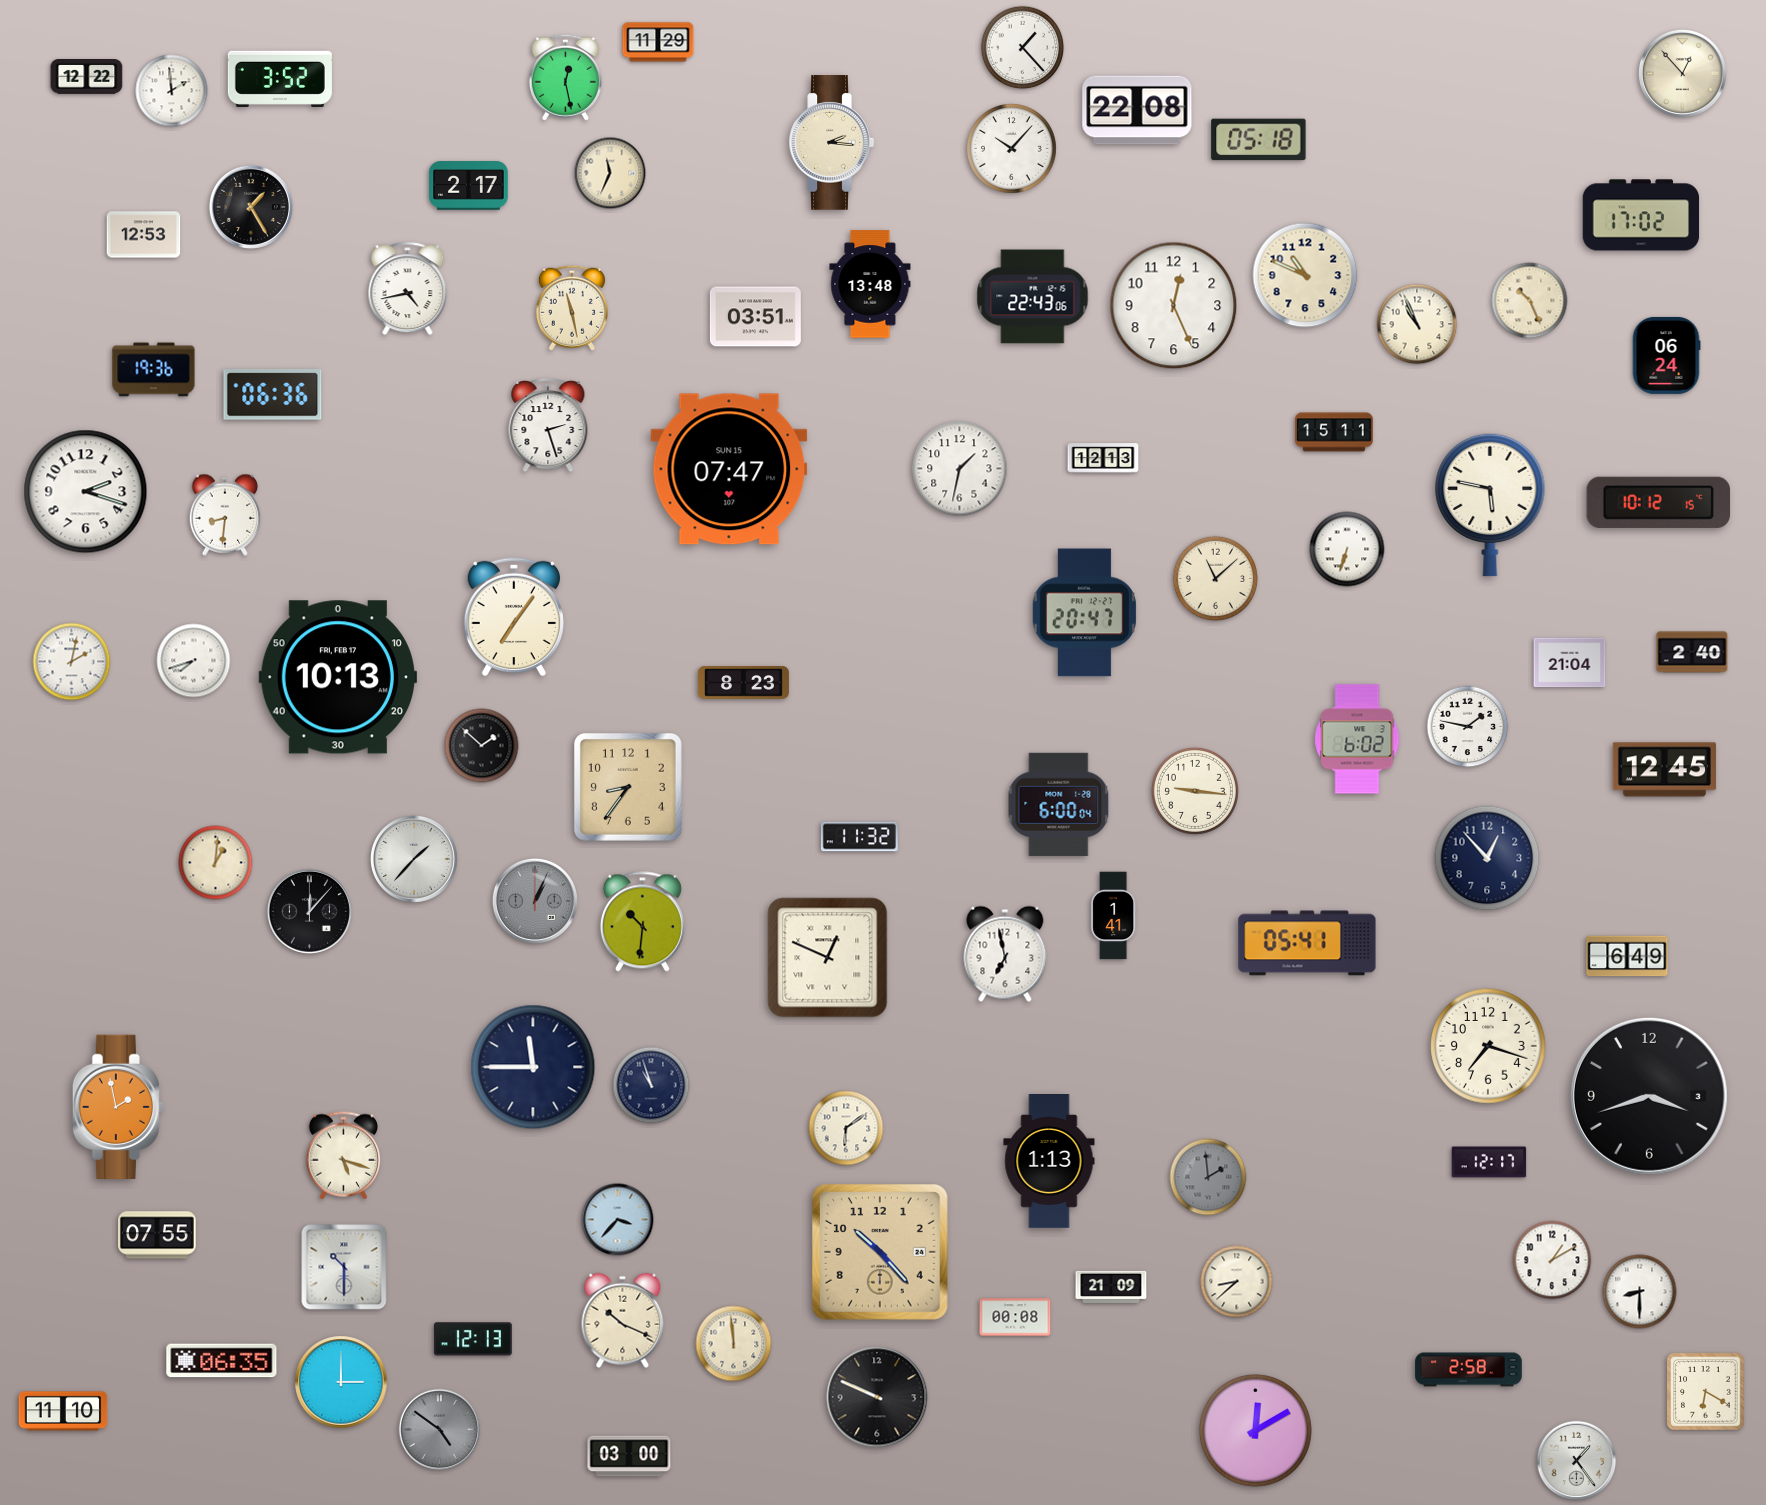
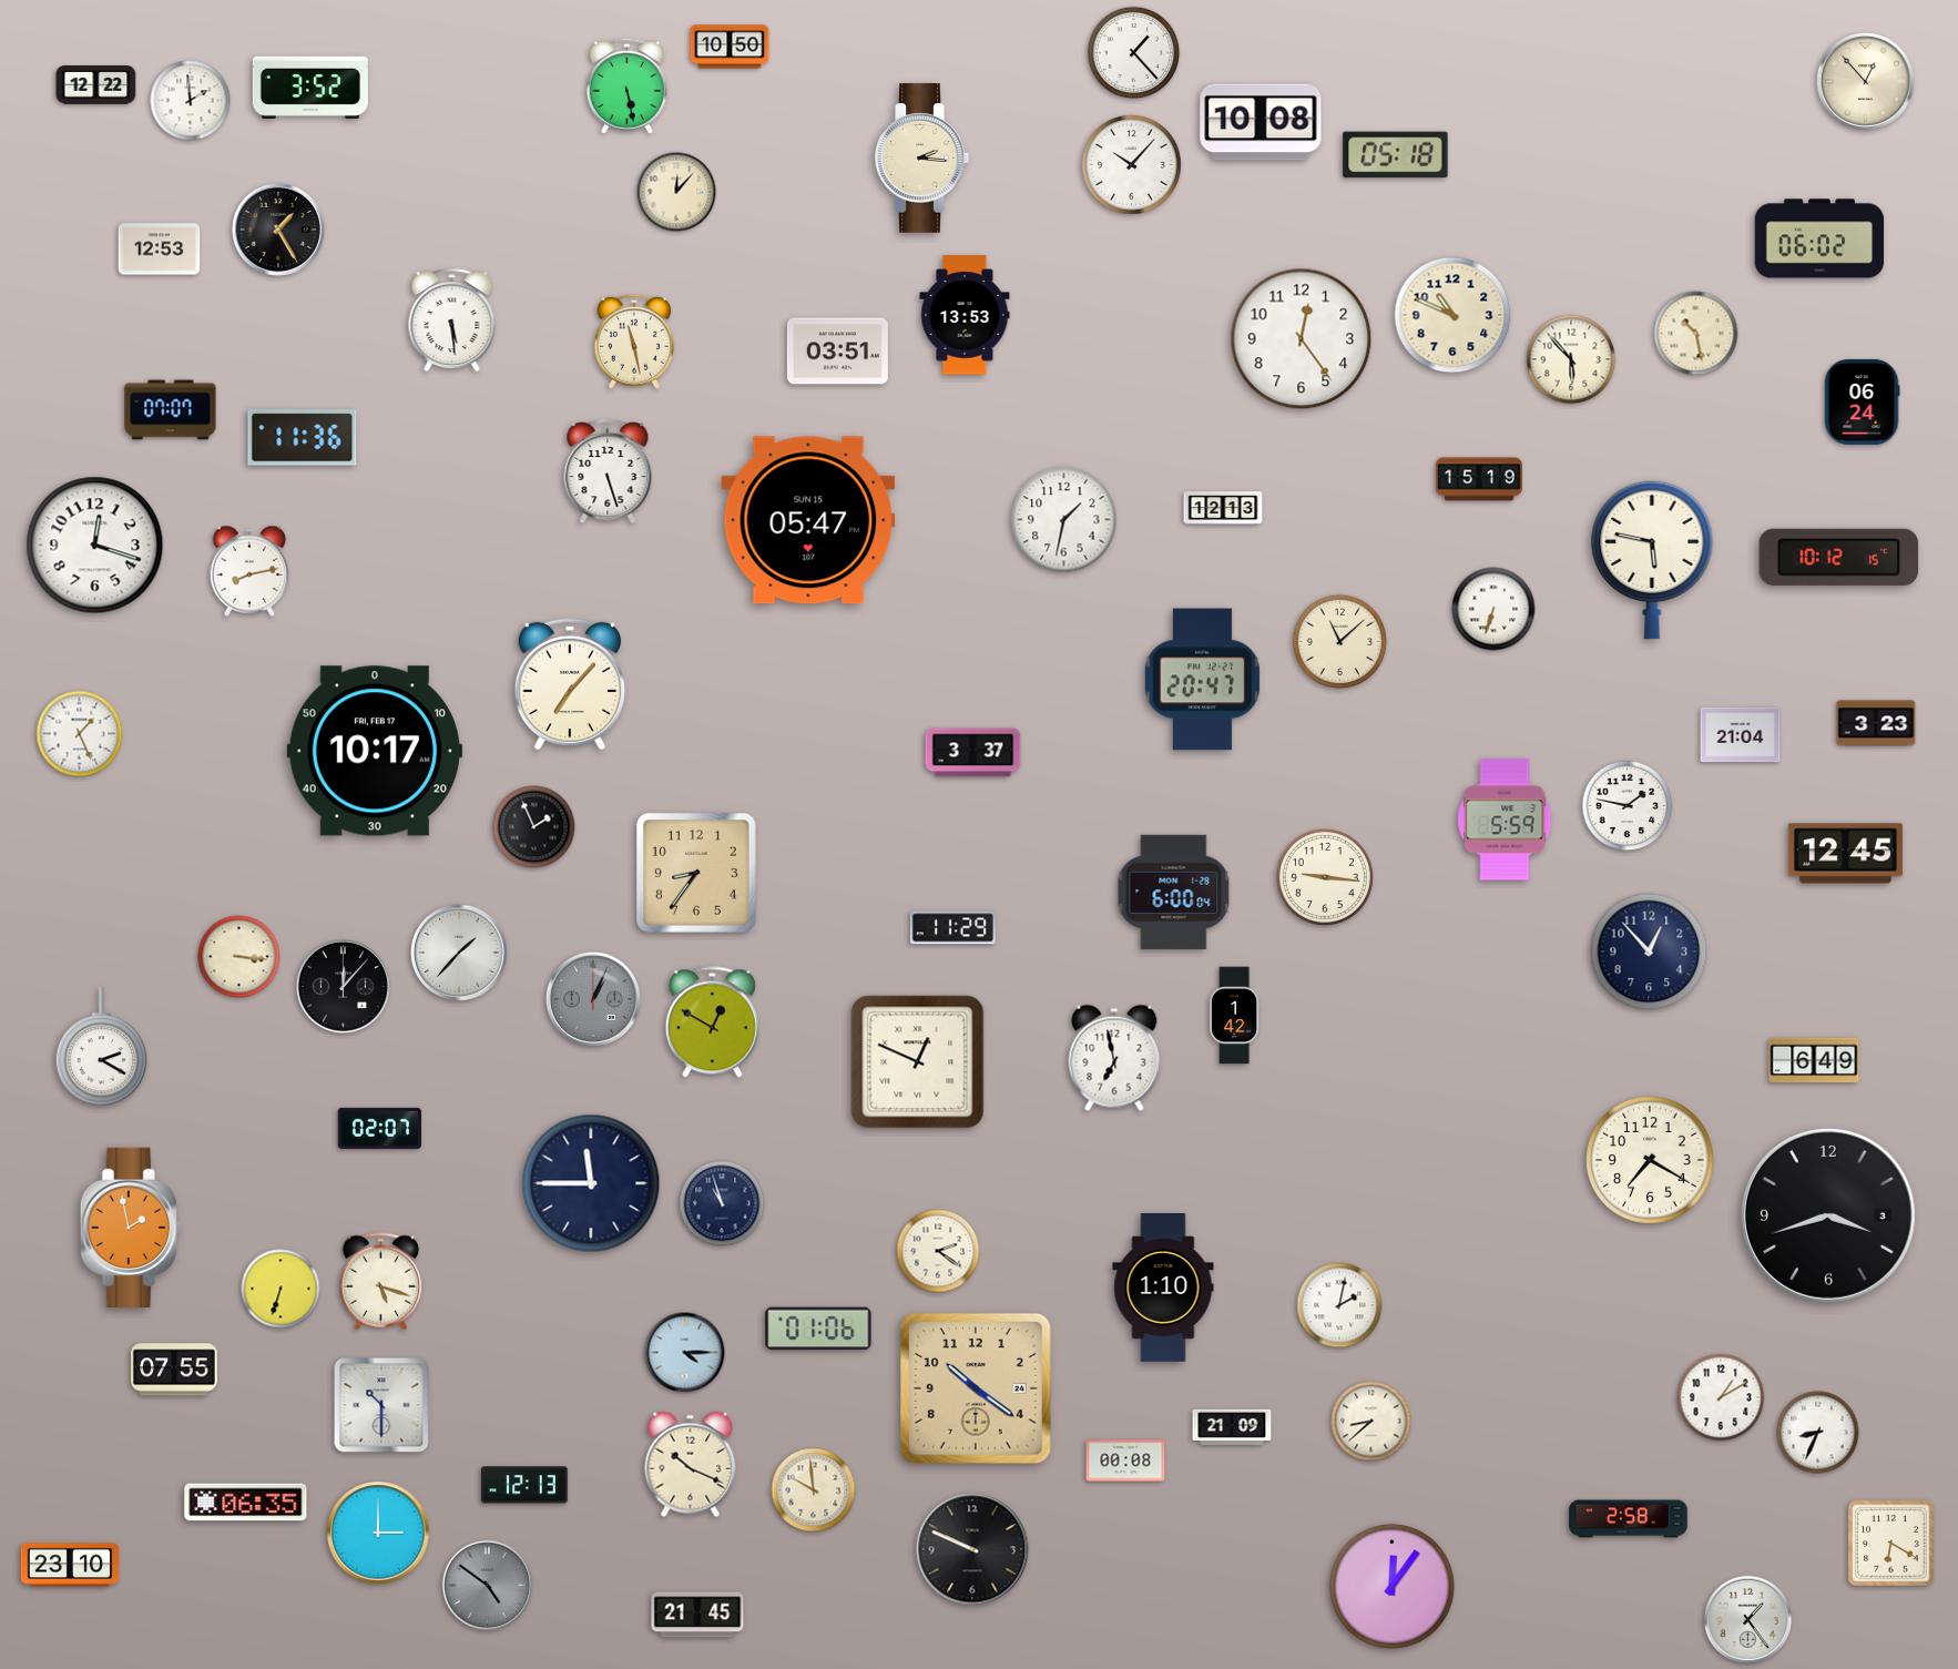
clock at (658, 42): 11:29 -> 10:50
clock at (565, 77): 12:28 -> 5:28
clock at (1137, 110): 22:08 -> 10:08
clock at (1012, 149) position: (1012, 149) -> (1132, 165)
clock at (610, 173): 11:34 -> 12:07
clock at (469, 186): 2:17 -> none
clock at (1641, 215): 17:02 -> 06:02
clock at (144, 235) position: (144, 235) -> (160, 250)
clock at (1305, 275) position: (1305, 275) -> (1452, 315)
clock at (870, 284): 13:48 -> 13:53
clock at (408, 289): 4:43 -> 5:29
clock at (1033, 297): 22:43 -> none
clock at (1530, 301): 10:26 -> 10:28
clock at (1174, 306): 12:26 -> 12:24
clock at (1417, 324): 10:56 -> 5:53
clock at (1666, 355) position: (1666, 355) -> (1862, 401)
clock at (154, 370): 19:36 -> 07:07
clock at (273, 395): 06:36 -> 11:36
clock at (548, 426): 2:27 -> 5:27
clock at (1335, 432): 15:11 -> 15:19
clock at (729, 469): 07:47 -> 05:47
clock at (86, 492): 2:18 -> 12:18
clock at (225, 515): 8:31 -> 8:13
clock at (1215, 578) position: (1215, 578) -> (1339, 641)
clock at (514, 617): 7:06 -> 7:07
clock at (1692, 652): 2:40 -> 3:23
clock at (194, 661): 7:42 -> none
clock at (72, 662): 2:02 -> 1:26
clock at (338, 677): 10:13 -> 10:17
clock at (973, 753): none -> 3:37
clock at (743, 683): 8:23 -> none
clock at (1357, 739): 6:02 -> 5:59
clock at (482, 746): 1:52 -> 1:56
clock at (859, 837): 11:32 -> 11:29
clock at (216, 863): 1:01 -> 3:16
clock at (309, 911) position: (309, 911) -> (343, 986)
clock at (1114, 916): 1:41 -> 1:42
clock at (642, 922): 10:31 -> 12:50
clock at (1307, 943): 05:41 -> none
clock at (101, 1047): none -> 2:20
clock at (1627, 956) position: (1627, 956) -> (1814, 1060)
clock at (379, 1128): none -> 02:07
clock at (1488, 1046): 7:18 -> 7:20
clock at (846, 1128): 6:09 -> 2:21
clock at (281, 1289): none -> 6:33
clock at (1049, 1162): 1:13 -> 1:10
clock at (1489, 1162): 12:17 -> none
clock at (1208, 1177): 1:59 -> 2:02
clock at (1208, 1177) dial: grey -> white
clock at (818, 1329): none -> 01:06
clock at (618, 1220): 3:37 -> 4:15
clock at (880, 1252): 10:23 -> 10:21
clock at (1640, 1292): 8:30 -> 8:34
clock at (734, 1344): 11:59 -> 9:59
clock at (222, 1361) position: (222, 1361) -> (246, 1503)
clock at (63, 1411): 11:10 -> 23:10
clock at (1255, 1430): 12:10 -> 12:06
clock at (629, 1456): 03:00 -> 21:45
